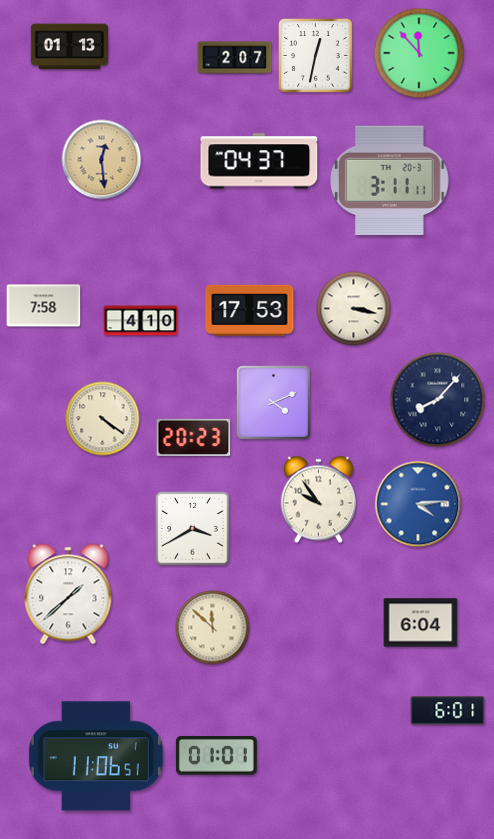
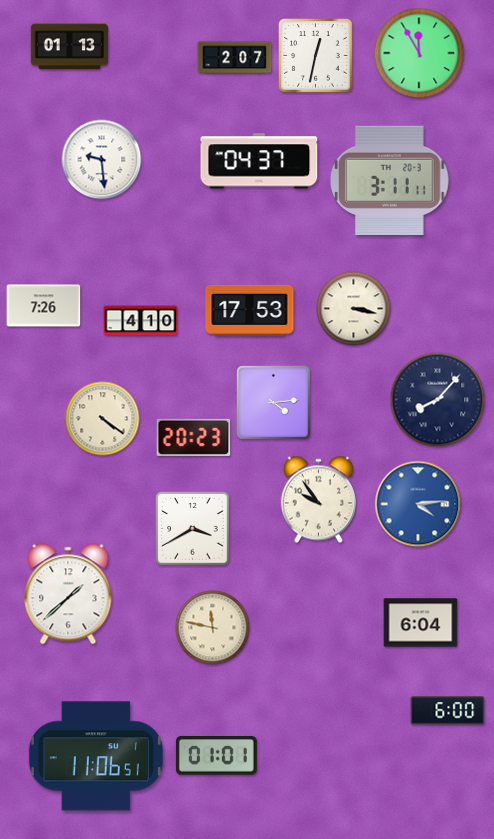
clock at (419, 53): 11:53 -> 11:55
clock at (102, 160): 12:29 -> 9:29
clock at (102, 160) dial: champagne -> white
clock at (44, 306): 7:58 -> 7:26
clock at (274, 403): 4:11 -> 4:14
clock at (213, 628): 11:52 -> 11:47
clock at (448, 711): 6:01 -> 6:00
